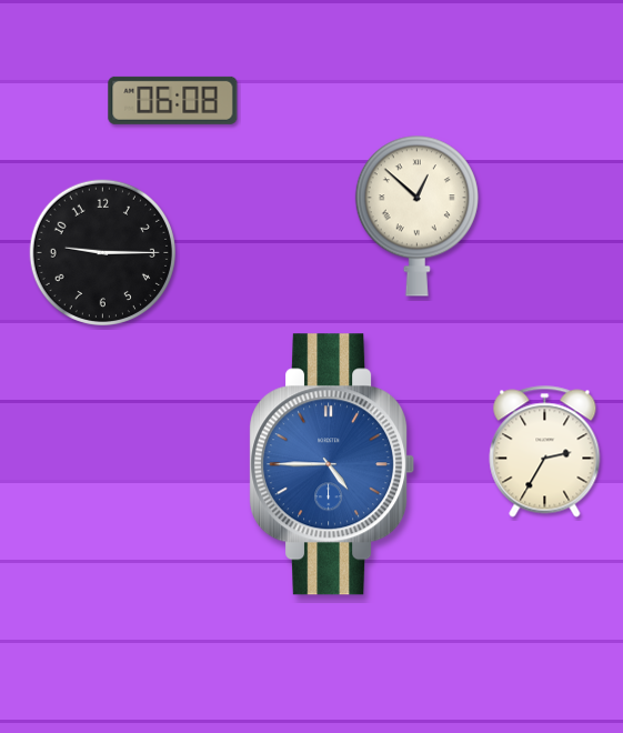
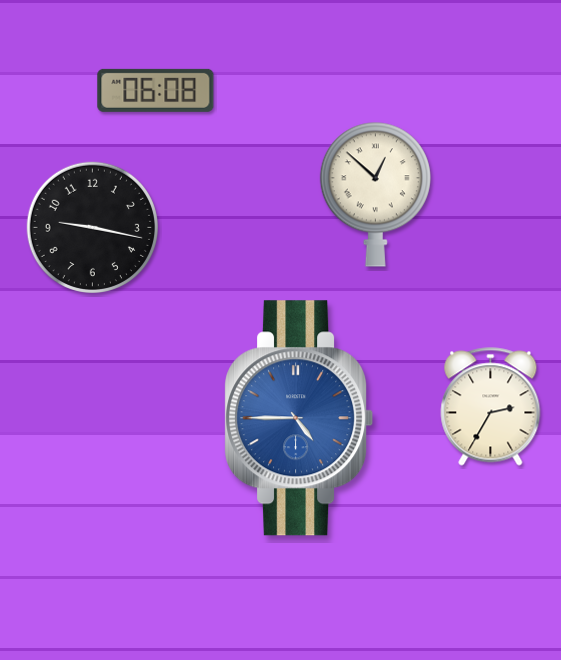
clock at (102, 252): 9:15 -> 9:17
